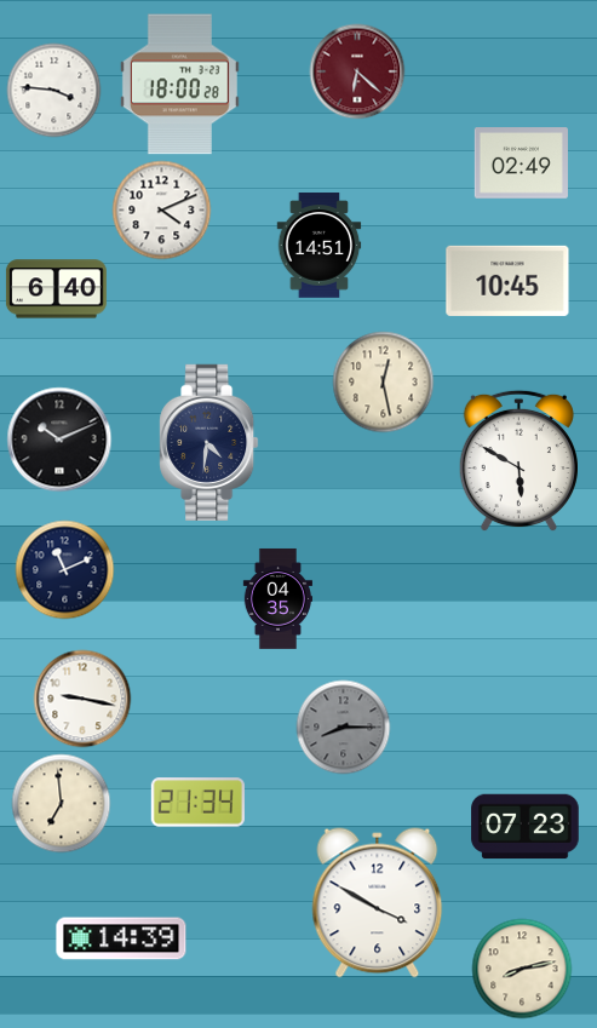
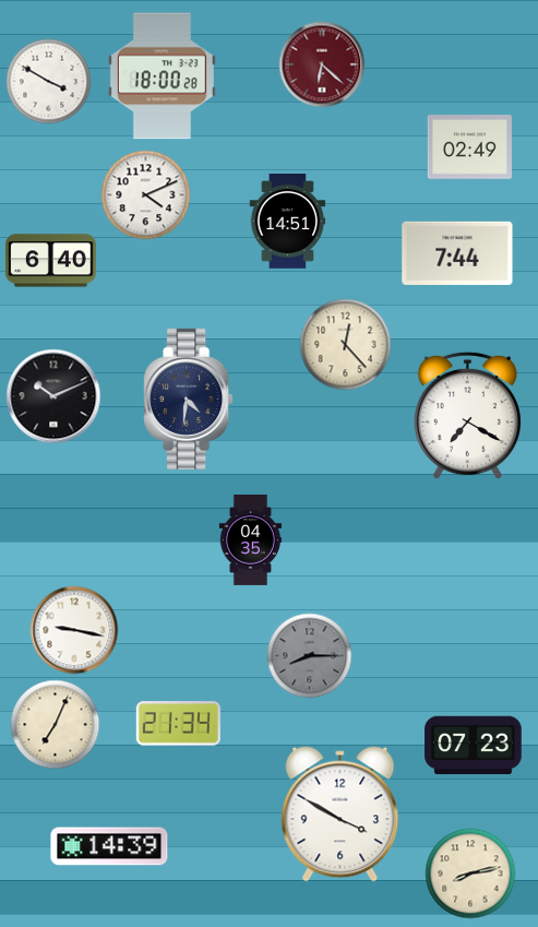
clock at (53, 90): 3:46 -> 3:50
clock at (161, 209) position: (161, 209) -> (145, 194)
clock at (507, 281): 10:45 -> 7:44
clock at (383, 381): 12:28 -> 12:23
clock at (518, 460): 5:50 -> 7:20
clock at (64, 569): 11:11 -> none
clock at (61, 803): 6:59 -> 7:04
